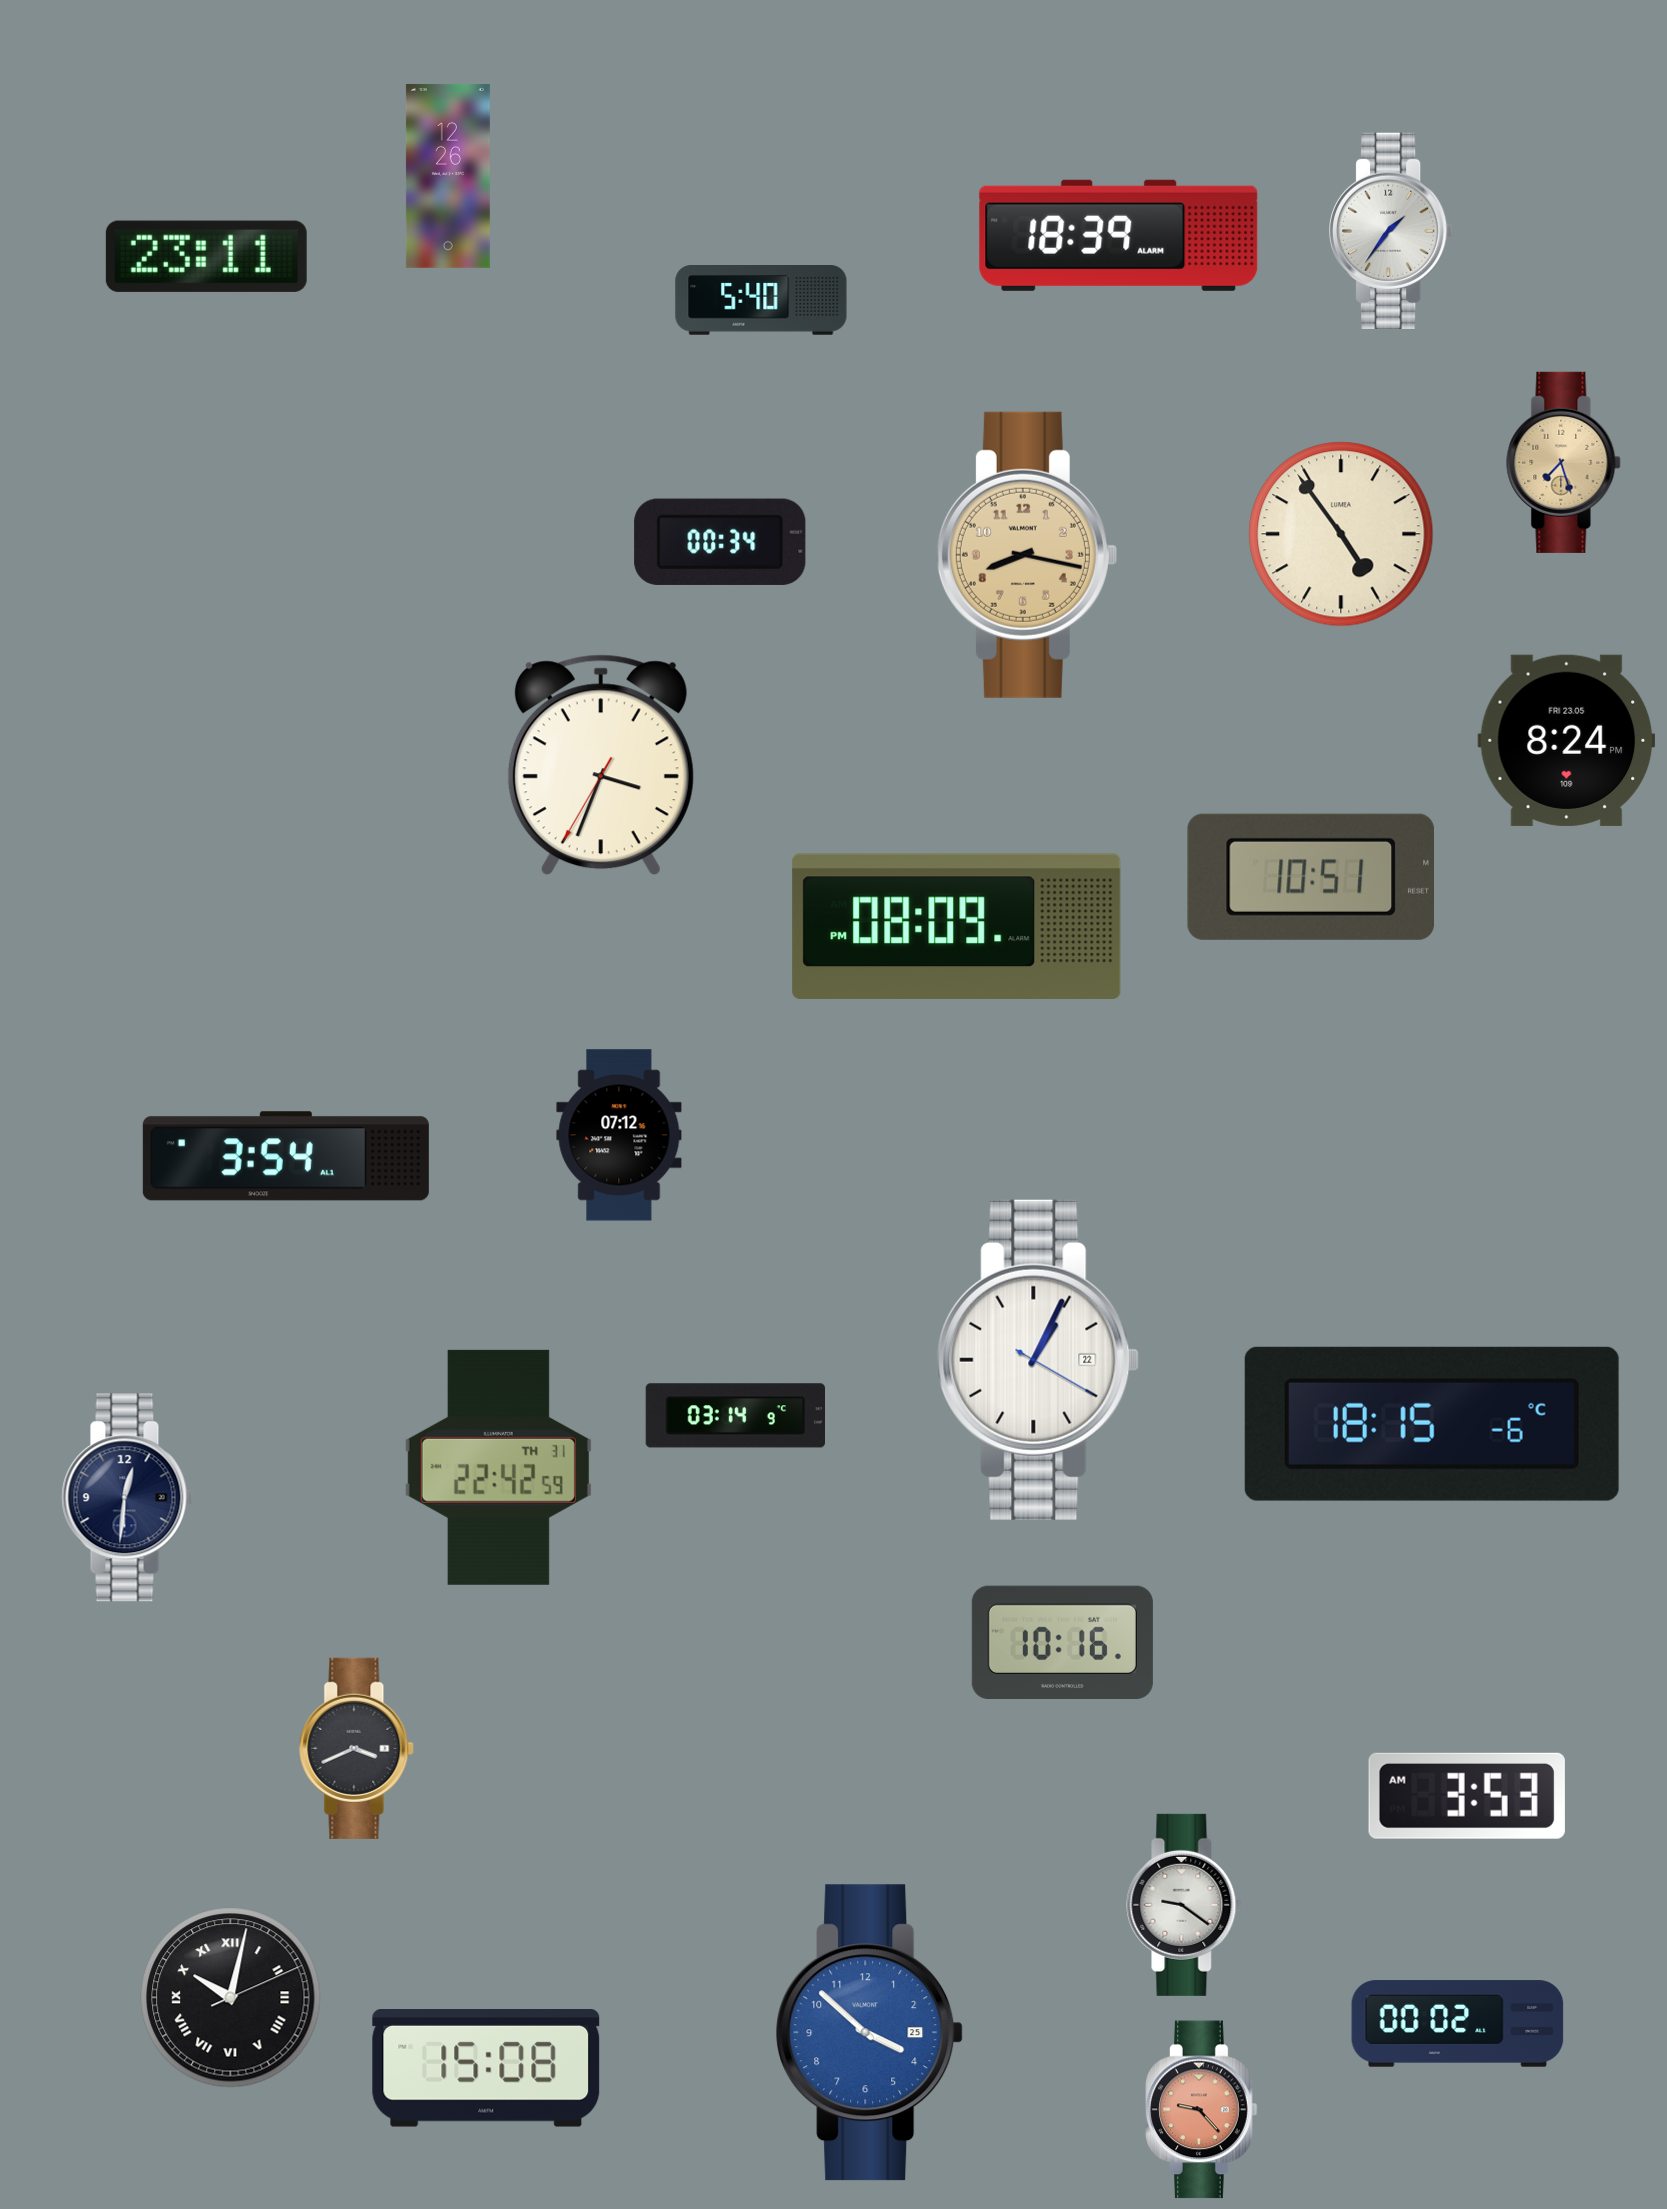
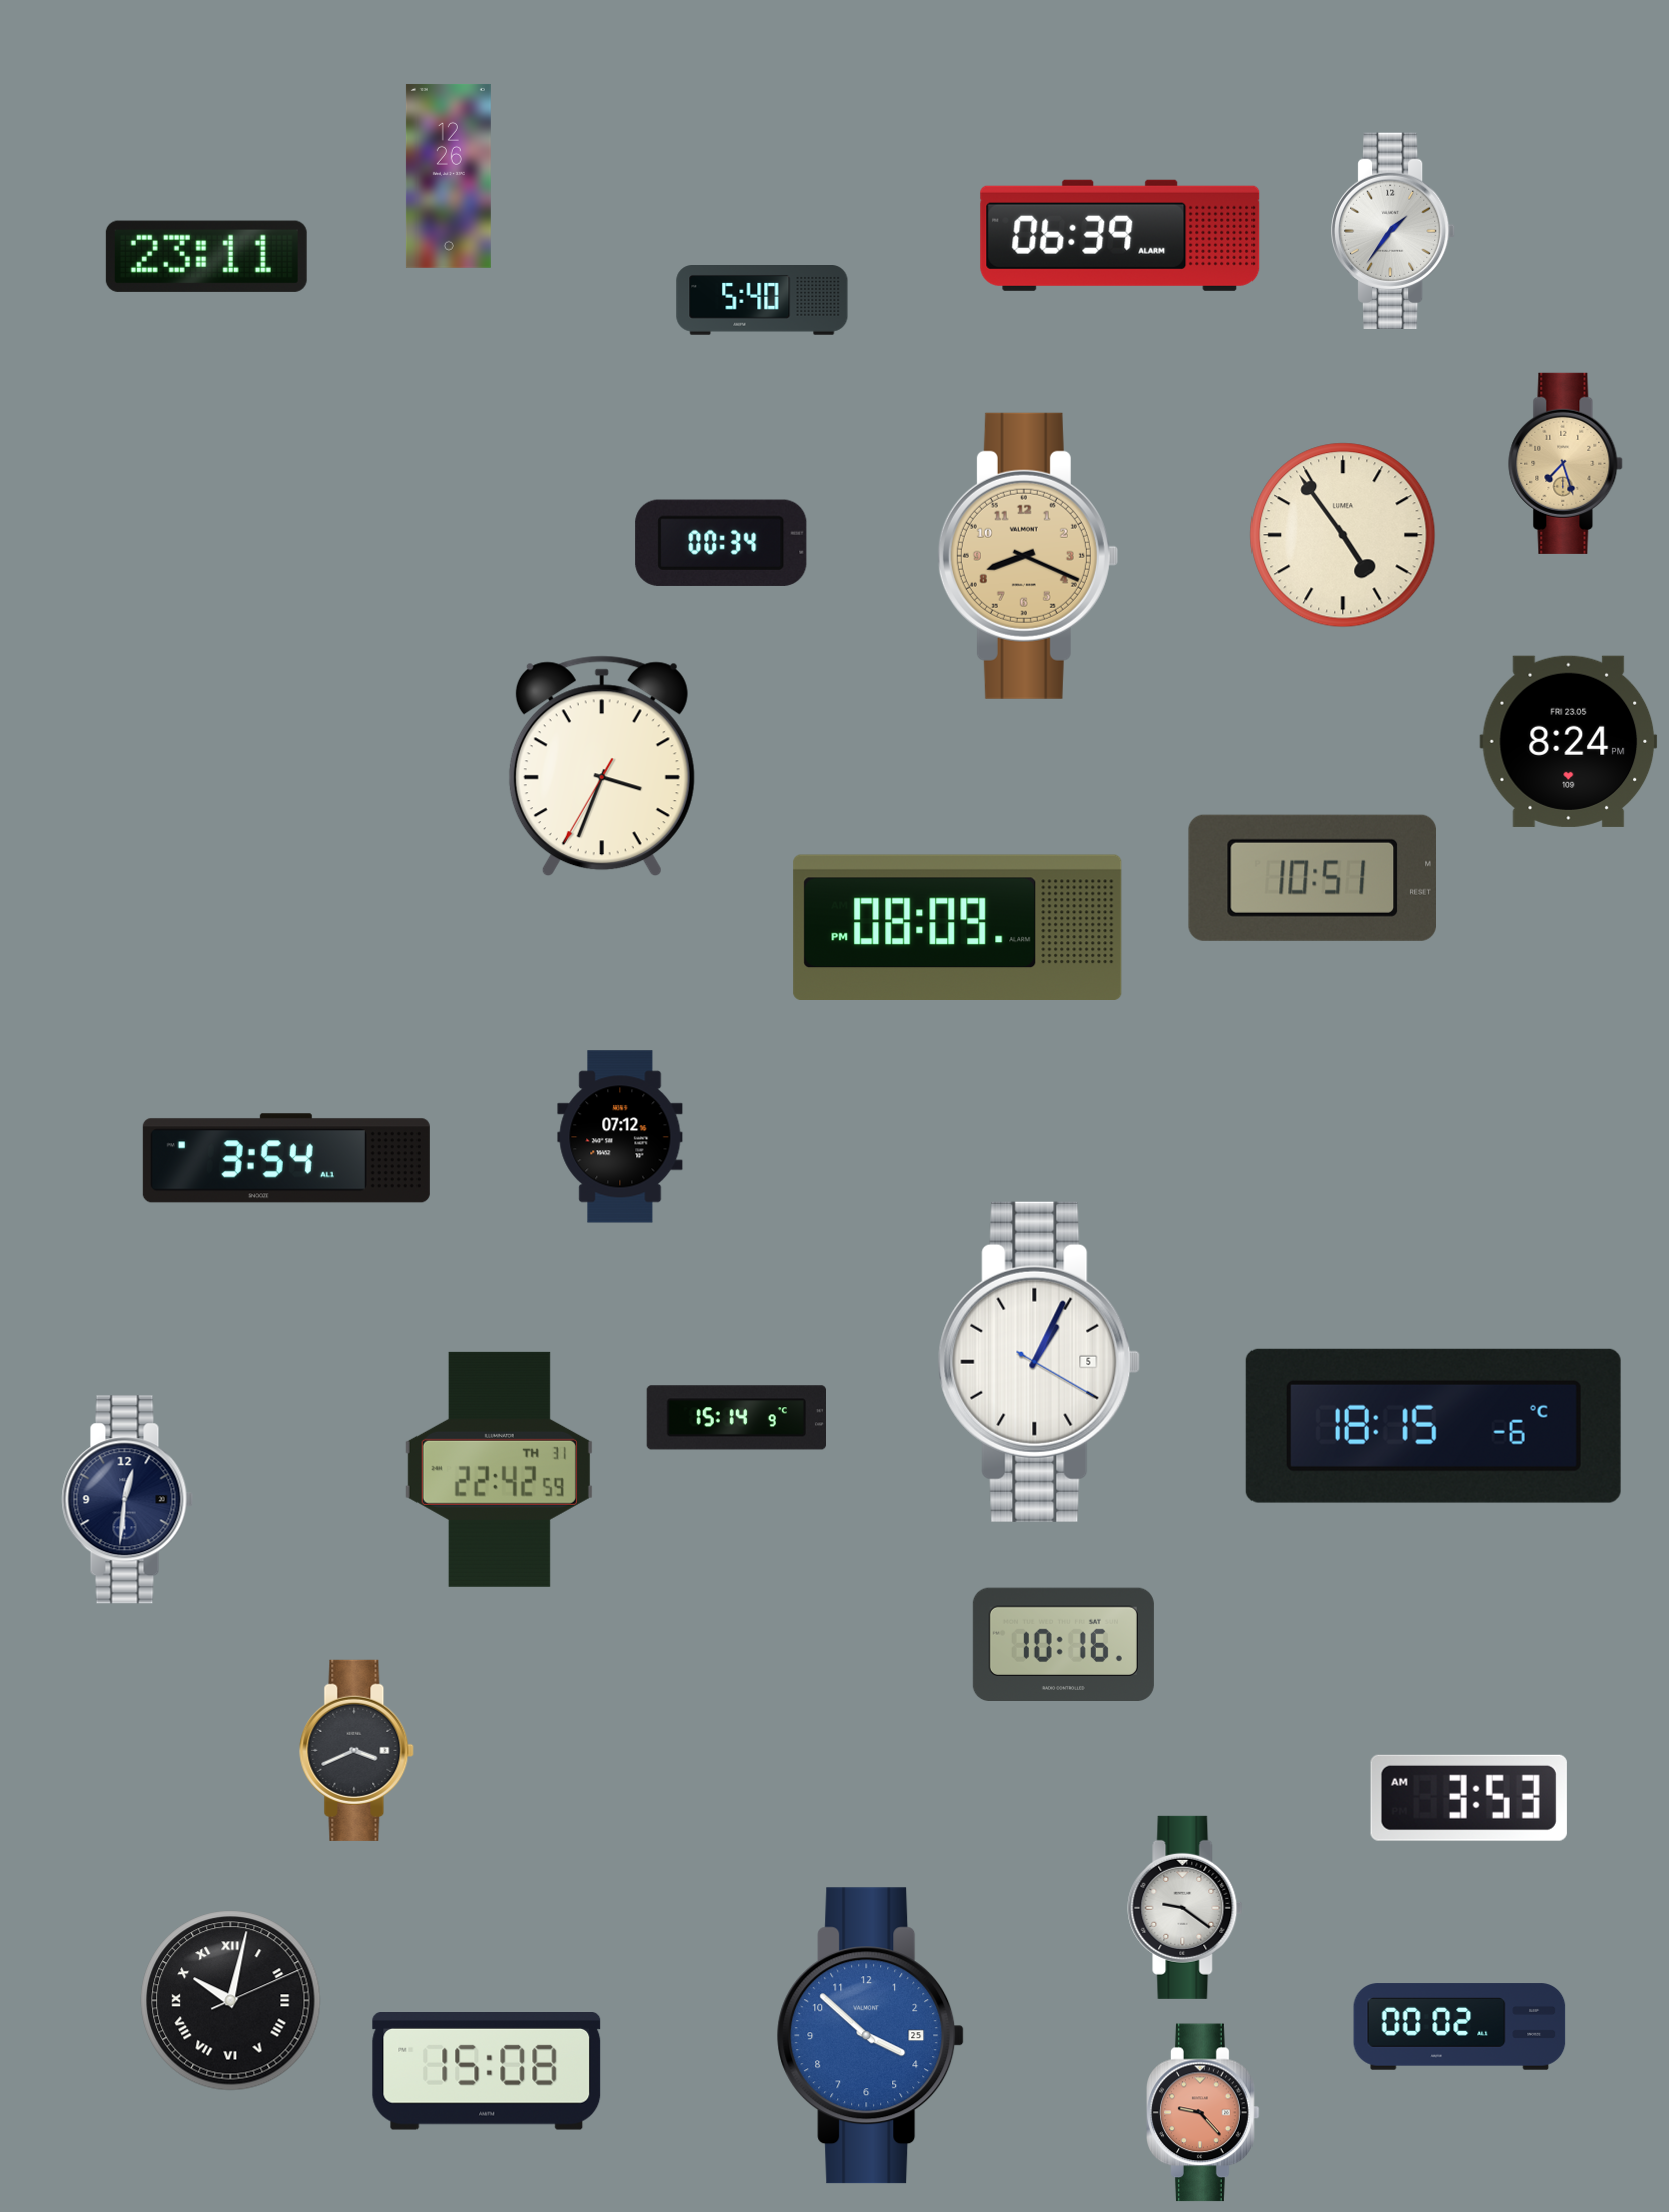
clock at (1119, 235): 18:39 -> 06:39
clock at (1026, 555): 8:17 -> 8:19
clock at (1038, 1360) date: 22 -> 5
clock at (735, 1416): 03:14 -> 15:14
